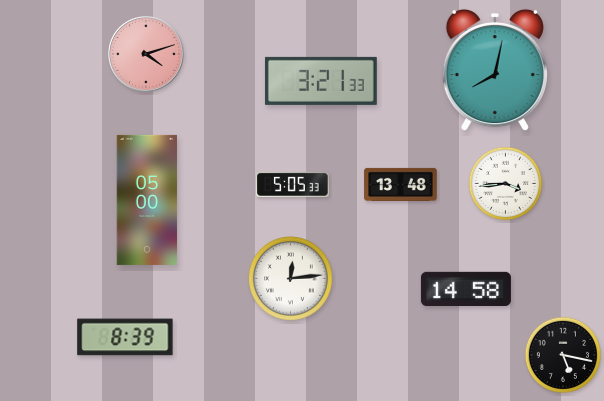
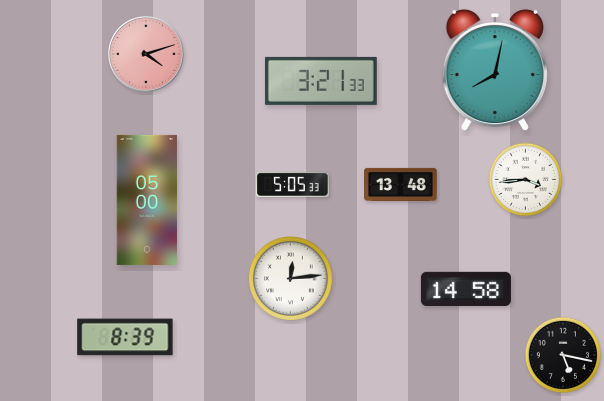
clock at (506, 184) position: (506, 184) -> (526, 180)
